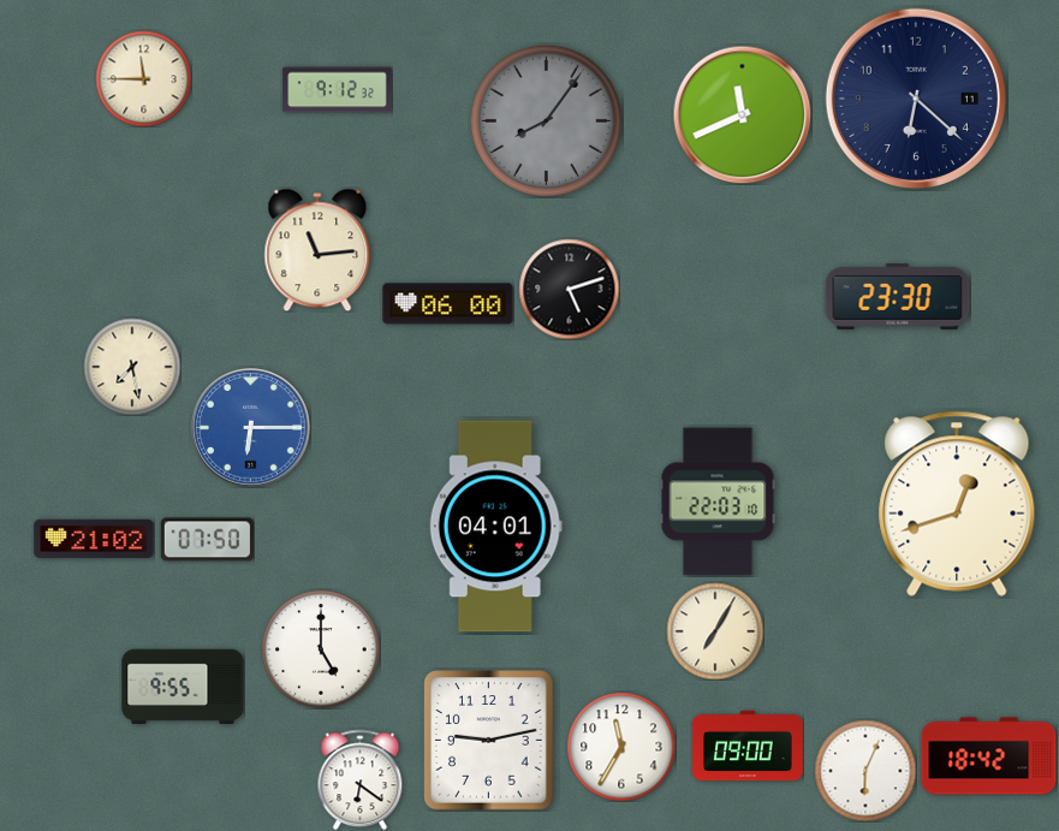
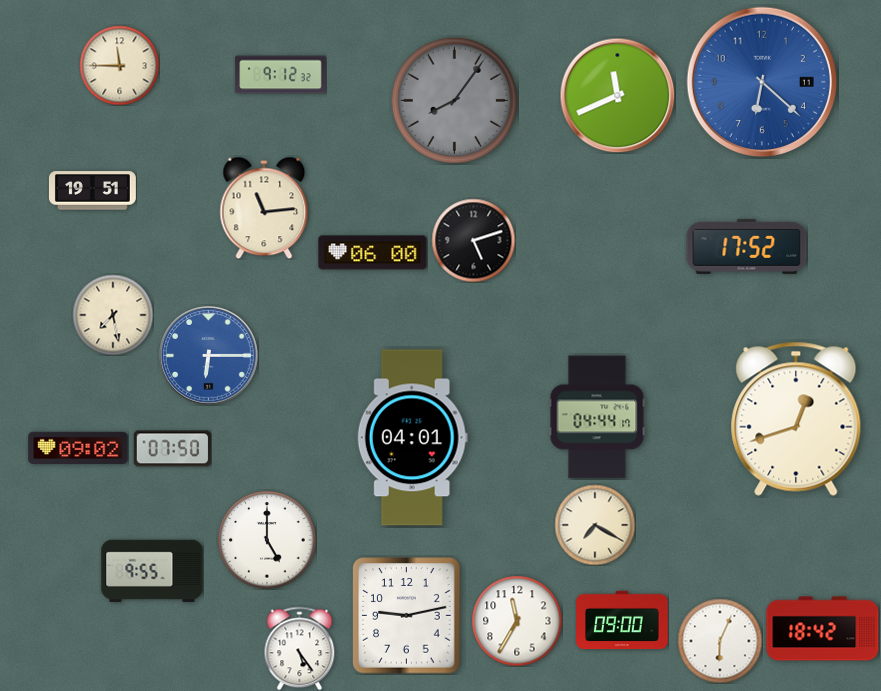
clock at (916, 99) dial: navy -> blue
clock at (92, 191): none -> 19:51
clock at (898, 296): 23:30 -> 17:52
clock at (132, 367) position: (132, 367) -> (113, 315)
clock at (718, 501): 22:03 -> 04:44
clock at (94, 539): 21:02 -> 09:02
clock at (715, 631): 7:05 -> 7:20
clock at (361, 779): 6:21 -> 5:24
